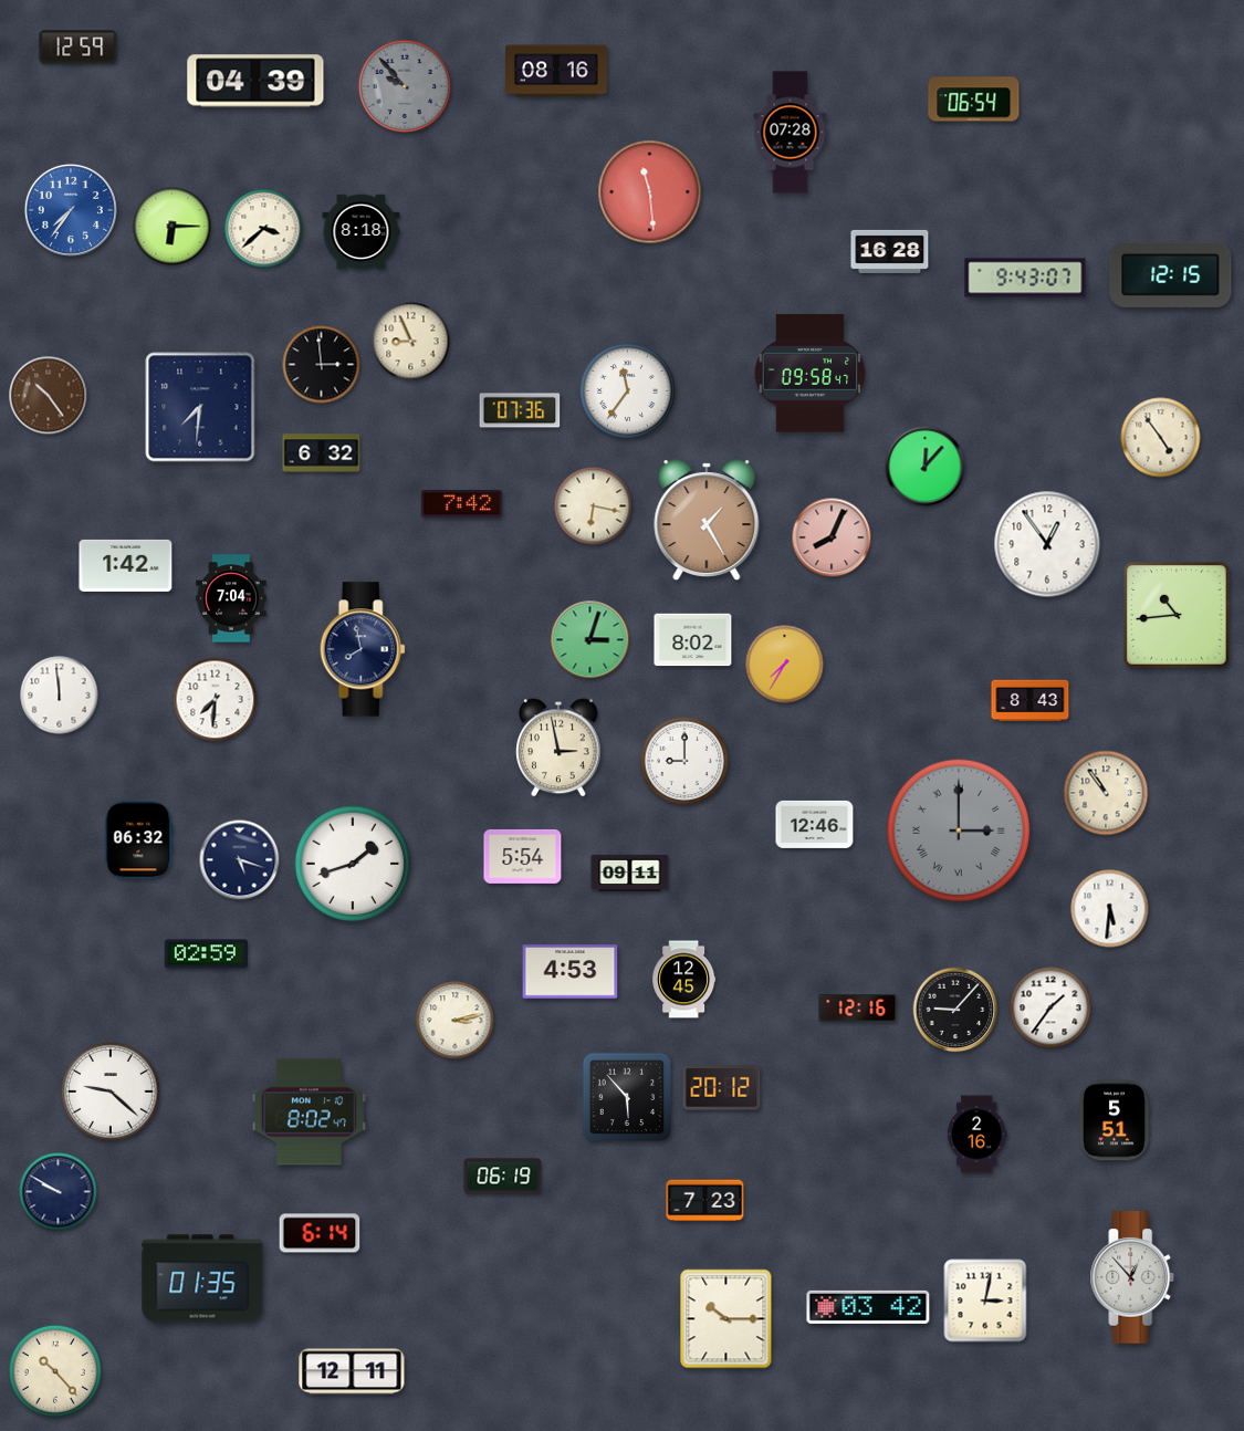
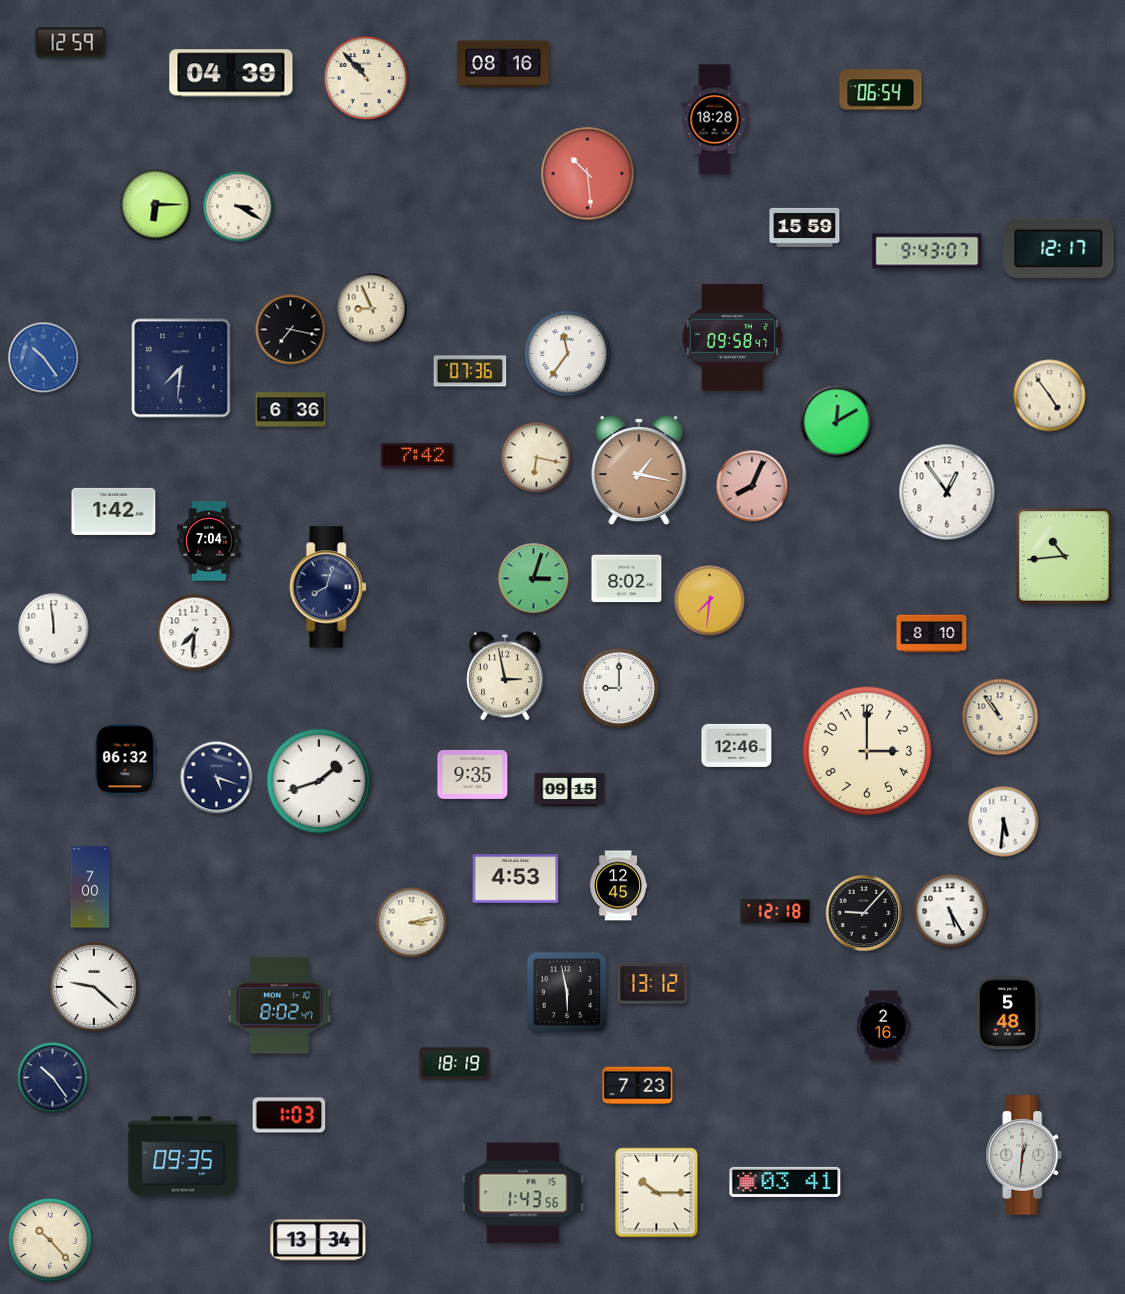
clock at (404, 85): 9:53 -> 10:53
clock at (404, 85) dial: grey -> cream
clock at (791, 133): 07:28 -> 18:28
clock at (650, 192): 11:29 -> 10:29
clock at (71, 210): 7:36 -> none
clock at (264, 229): 3:38 -> 3:20
clock at (362, 232): 8:18 -> none
clock at (890, 251): 16:28 -> 15:59
clock at (1171, 274): 12:15 -> 12:17
clock at (322, 365): 2:59 -> 7:17
clock at (49, 396) dial: brown -> blue
clock at (322, 453): 6:32 -> 6:36
clock at (926, 467): 12:07 -> 12:10
clock at (707, 521): 1:25 -> 1:17
clock at (363, 649): 7:58 -> 8:03
clock at (785, 665): 7:35 -> 7:31
clock at (1031, 701): 8:43 -> 8:10
clock at (959, 831) dial: grey -> cream
clock at (959, 831) numerals: Roman -> Arabic
clock at (523, 856): 5:54 -> 9:35
clock at (630, 874): 09:11 -> 09:15
clock at (206, 954): 02:59 -> none
clock at (90, 887): none -> 7:00
clock at (1050, 1007): 1:36 -> 5:25
clock at (858, 1009): 12:16 -> 12:18
clock at (722, 1088): 20:12 -> 13:12
clock at (111, 1091) position: (111, 1091) -> (94, 987)
clock at (627, 1097): 5:53 -> 5:58
clock at (1114, 1120): 5:51 -> 5:48
clock at (503, 1177): 06:19 -> 18:19
clock at (59, 1192): 9:50 -> 10:24
clock at (320, 1233): 6:14 -> 1:03
clock at (1132, 1277): 12:53 -> 12:31
clock at (202, 1278): 01:35 -> 09:35
clock at (985, 1301): 3:02 -> none
clock at (868, 1307): 03:42 -> 03:41
clock at (523, 1193): none -> 1:43
clock at (352, 1371): 12:11 -> 13:34
